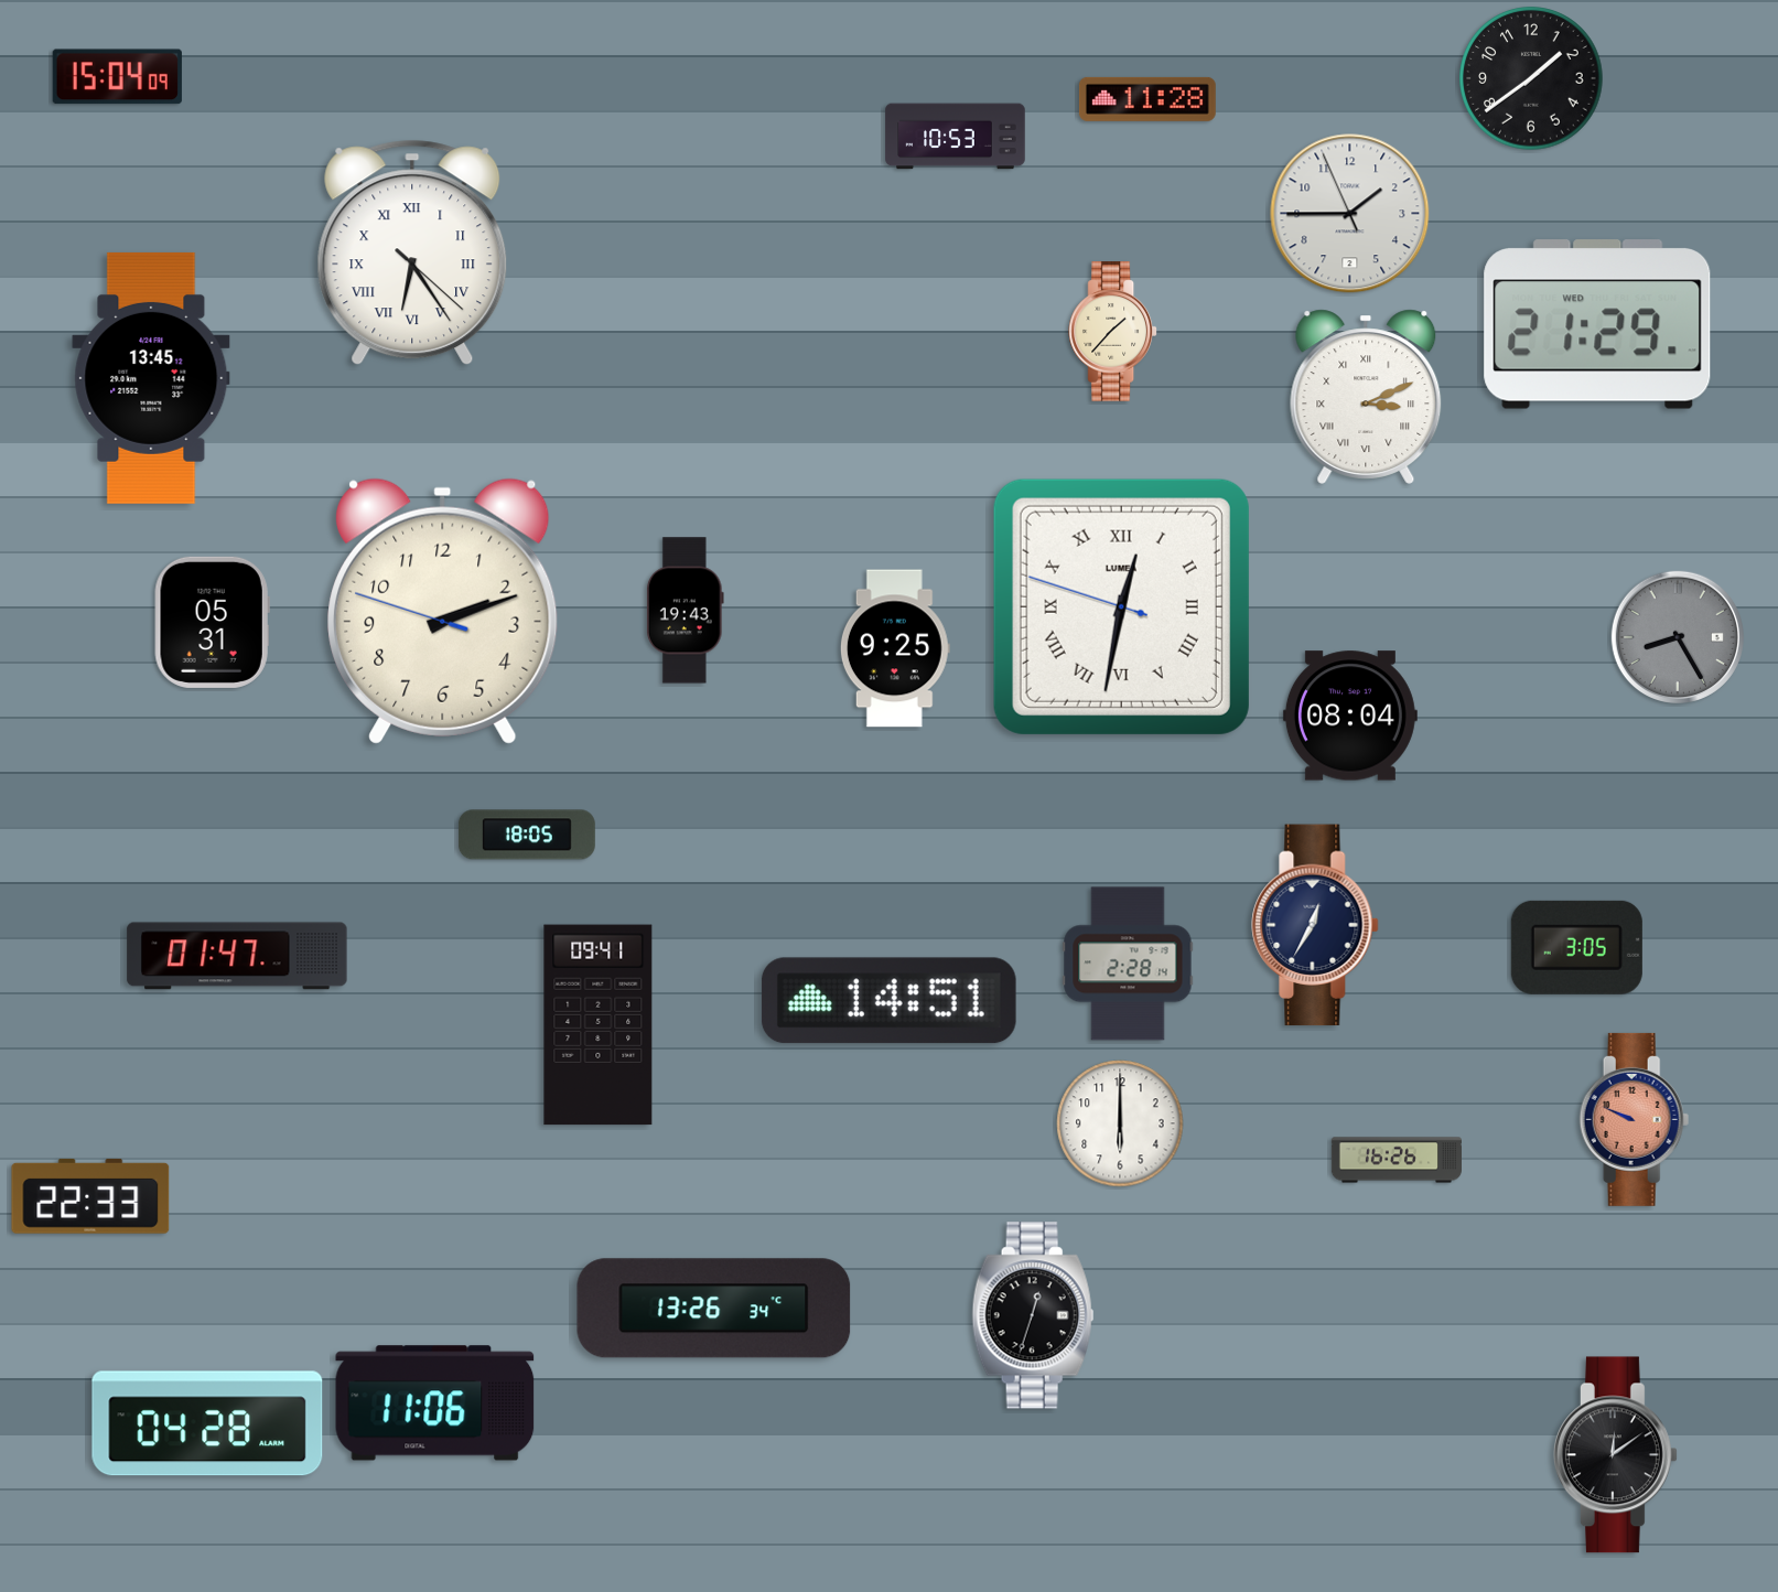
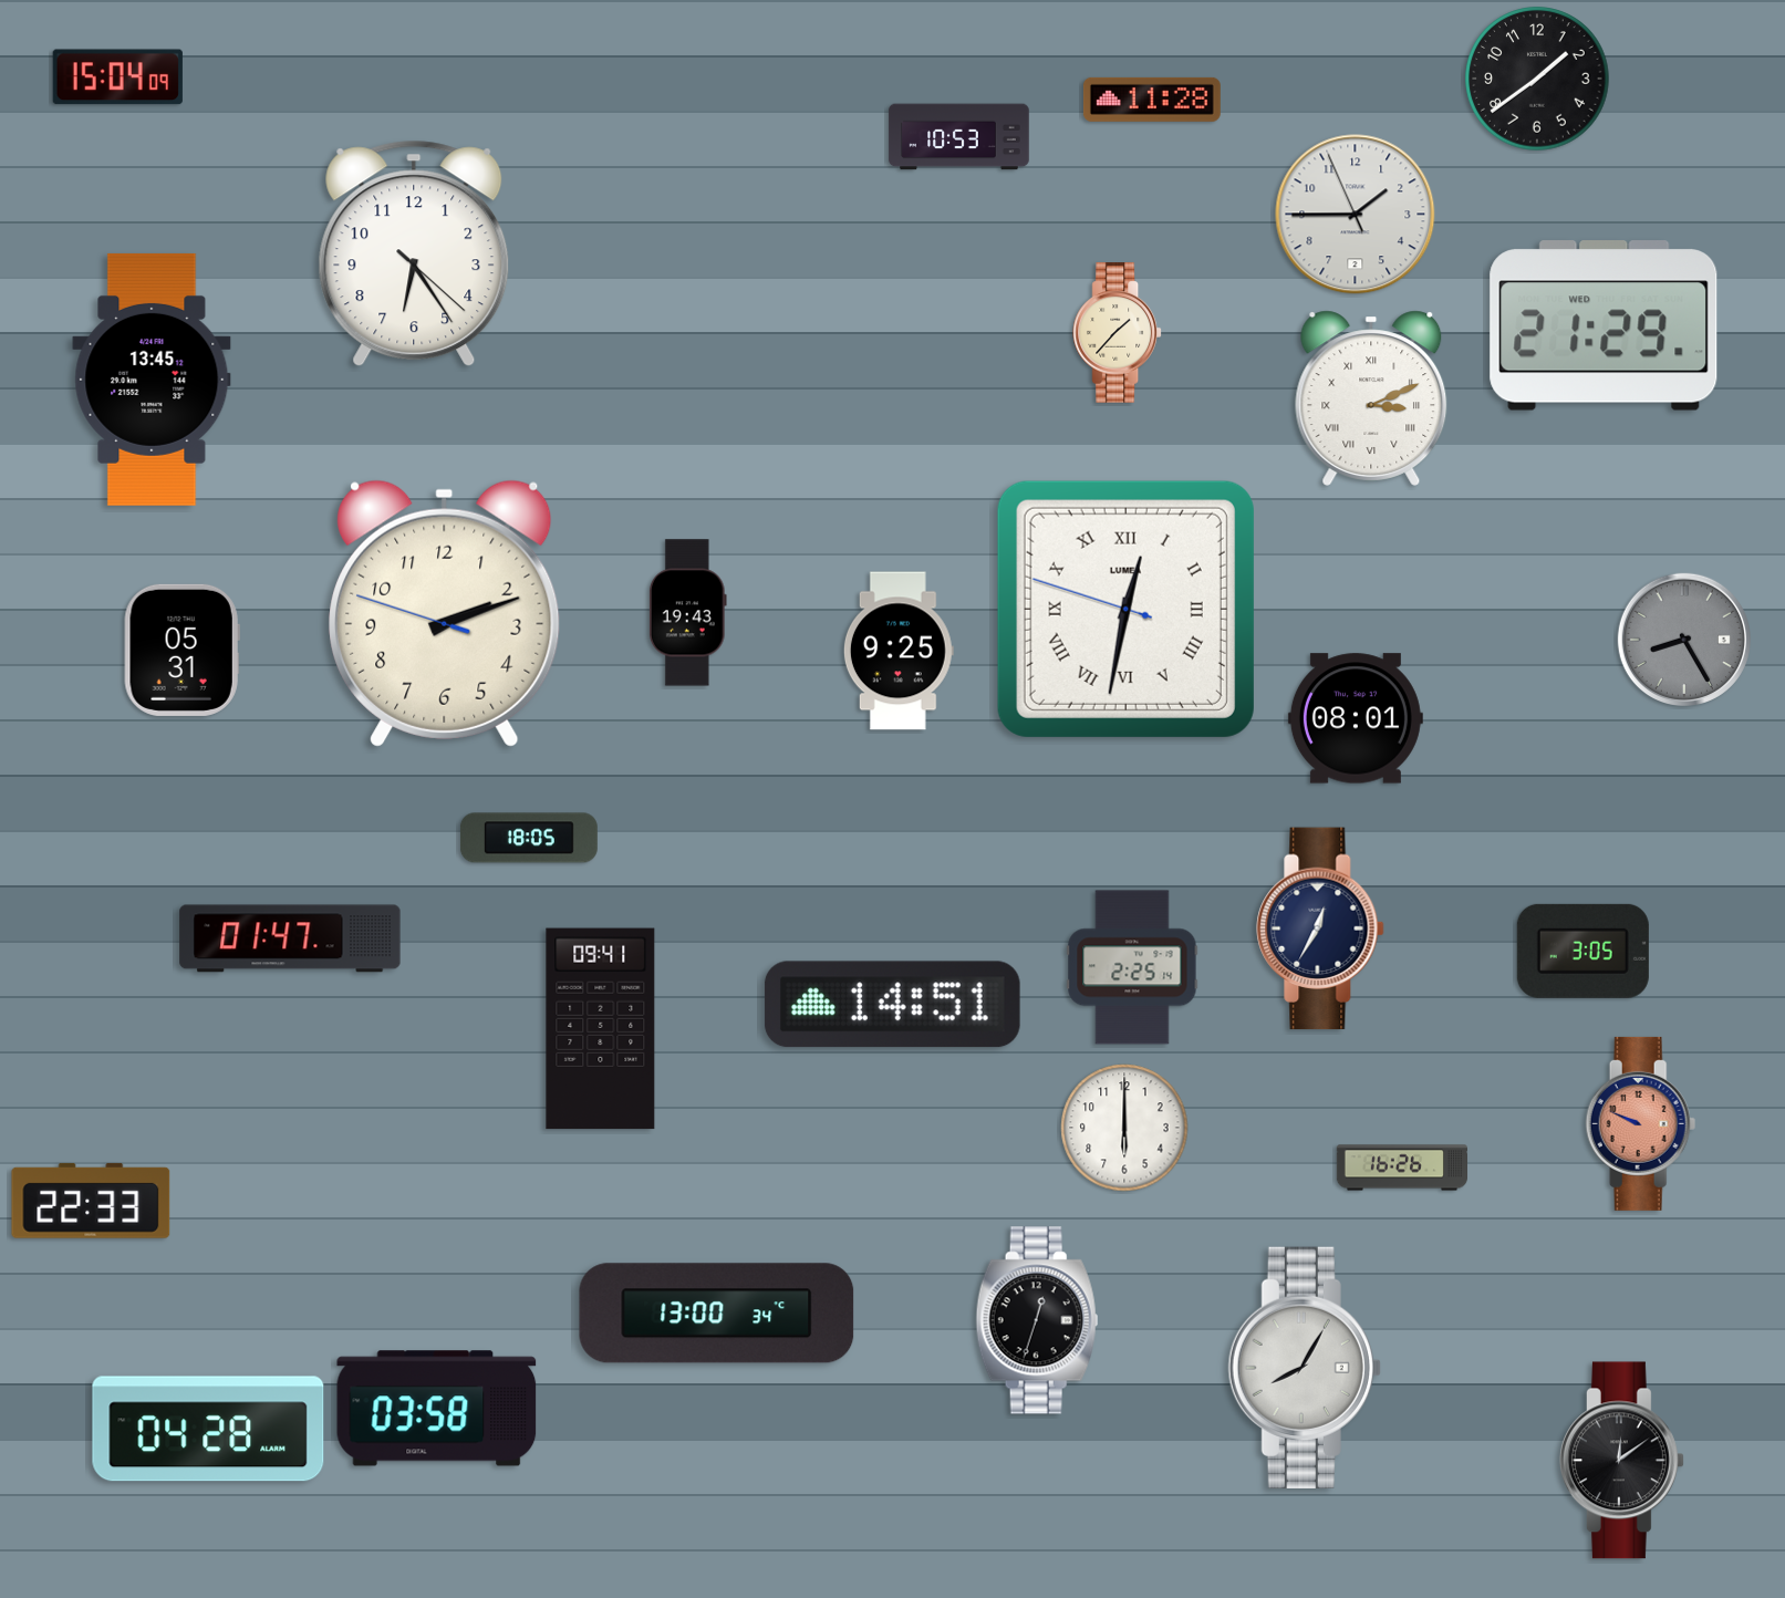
clock at (412, 252) numerals: Roman -> Arabic
clock at (212, 622) position: (212, 622) -> (181, 650)
clock at (1350, 716): 08:04 -> 08:01
clock at (237, 956) position: (237, 956) -> (290, 938)
clock at (1128, 964): 2:28 -> 2:25
clock at (1396, 1160) position: (1396, 1160) -> (1401, 1168)
clock at (714, 1309): 13:26 -> 13:00
clock at (1305, 1368): none -> 8:05
clock at (435, 1403): 11:06 -> 03:58
